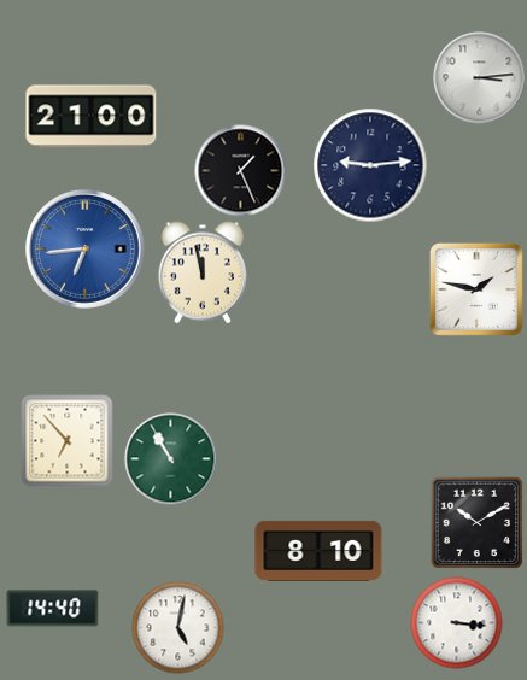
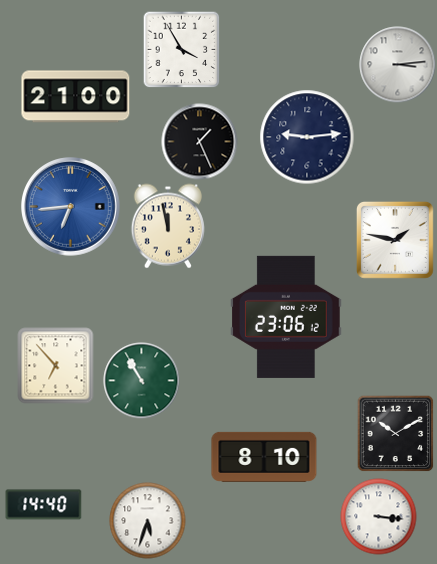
clock at (181, 49): none -> 3:55
clock at (286, 317): none -> 23:06
clock at (178, 628): 5:02 -> 5:33
